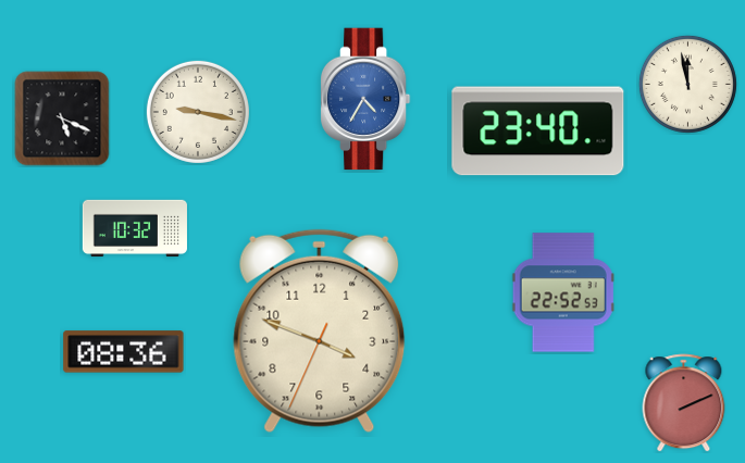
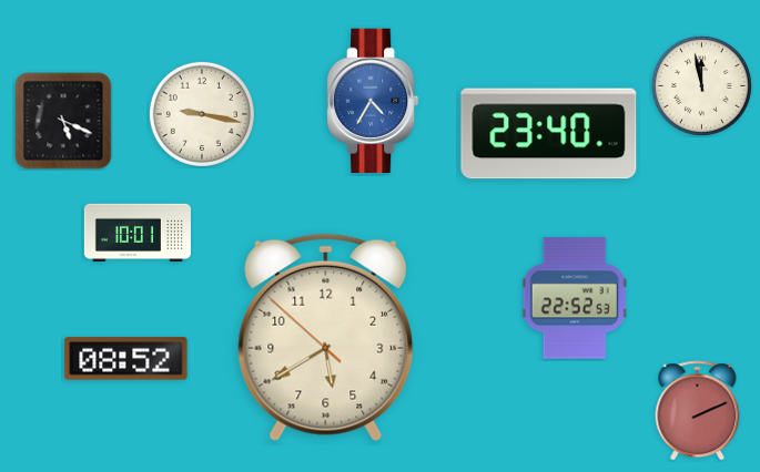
clock at (134, 228): 10:32 -> 10:01
clock at (320, 331): 3:48 -> 5:39
clock at (124, 352): 08:36 -> 08:52
